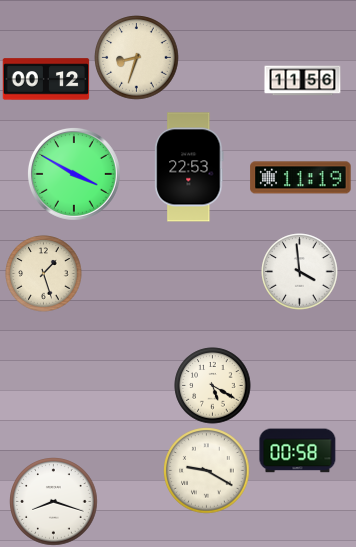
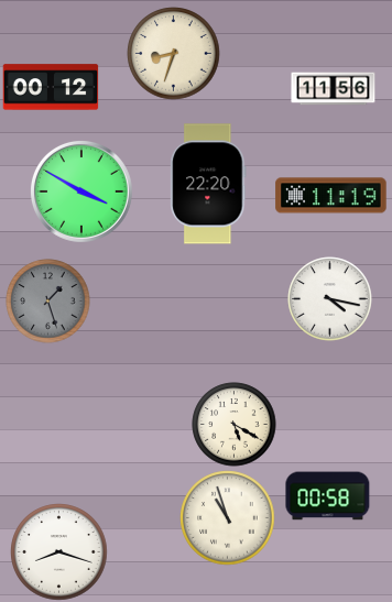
clock at (137, 58) position: (137, 58) -> (174, 54)
clock at (189, 167): 22:53 -> 22:20
clock at (300, 272): 3:59 -> 4:17
clock at (44, 274) dial: cream -> grey
clock at (207, 471): 9:20 -> 10:57
